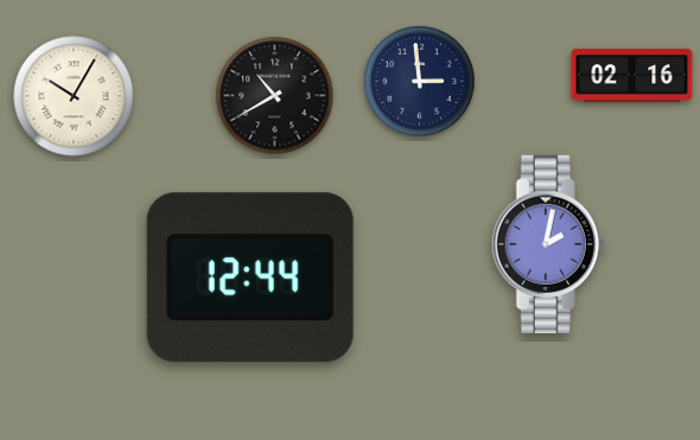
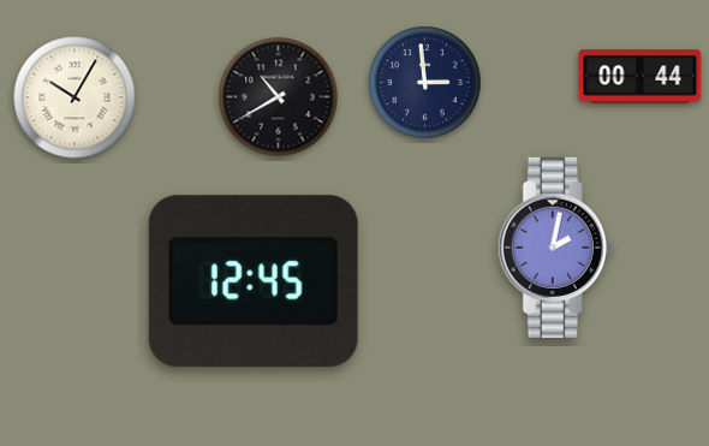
clock at (632, 76): 02:16 -> 00:44
clock at (250, 278): 12:44 -> 12:45
